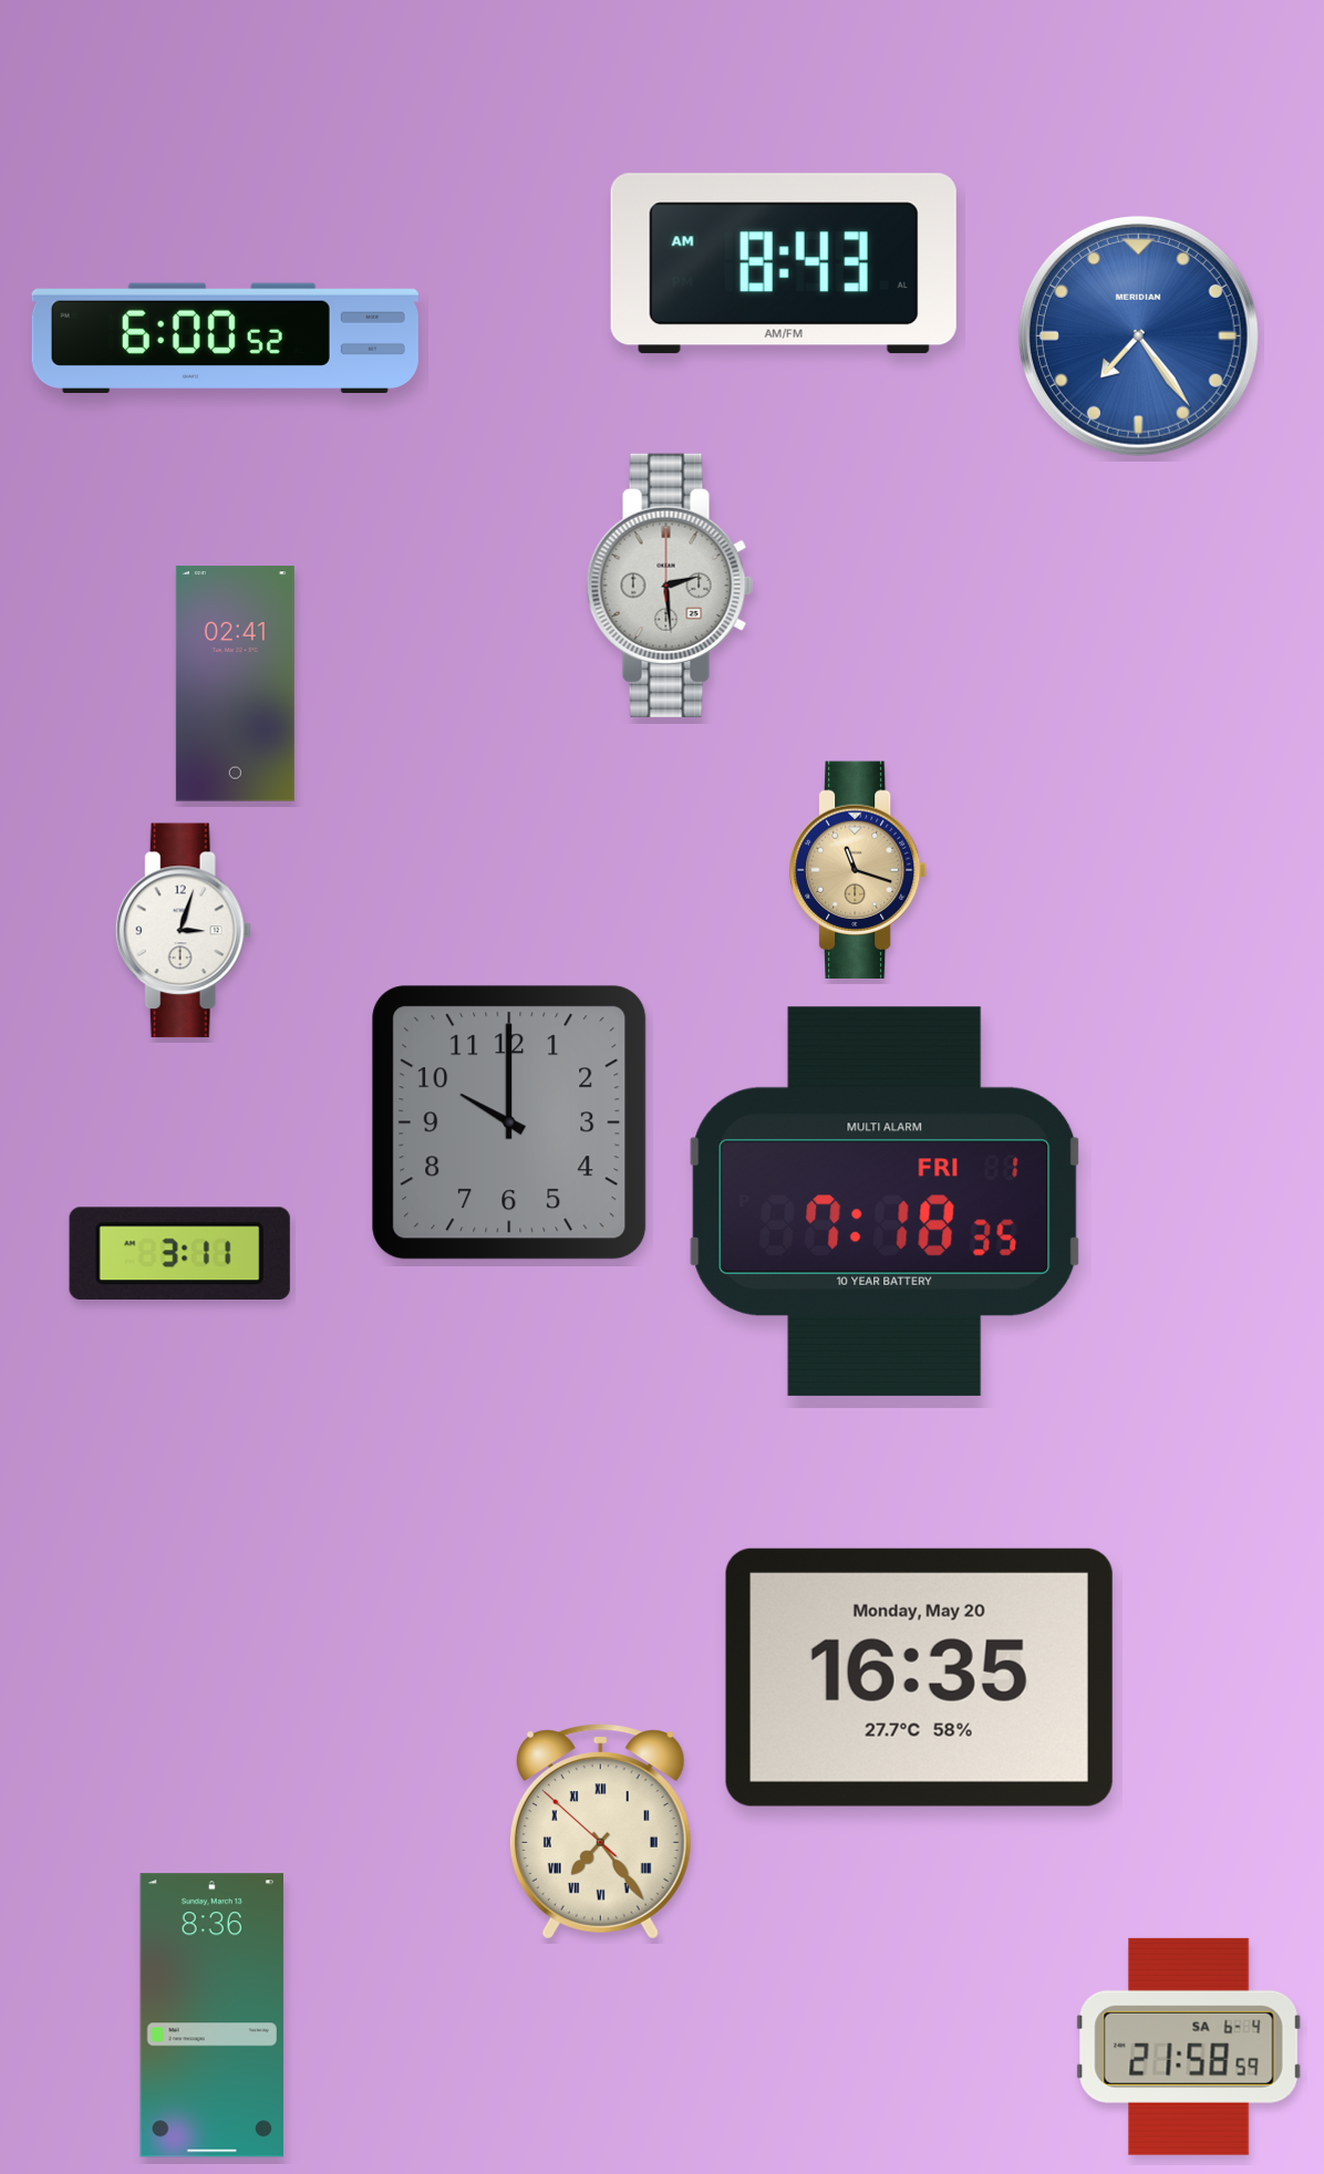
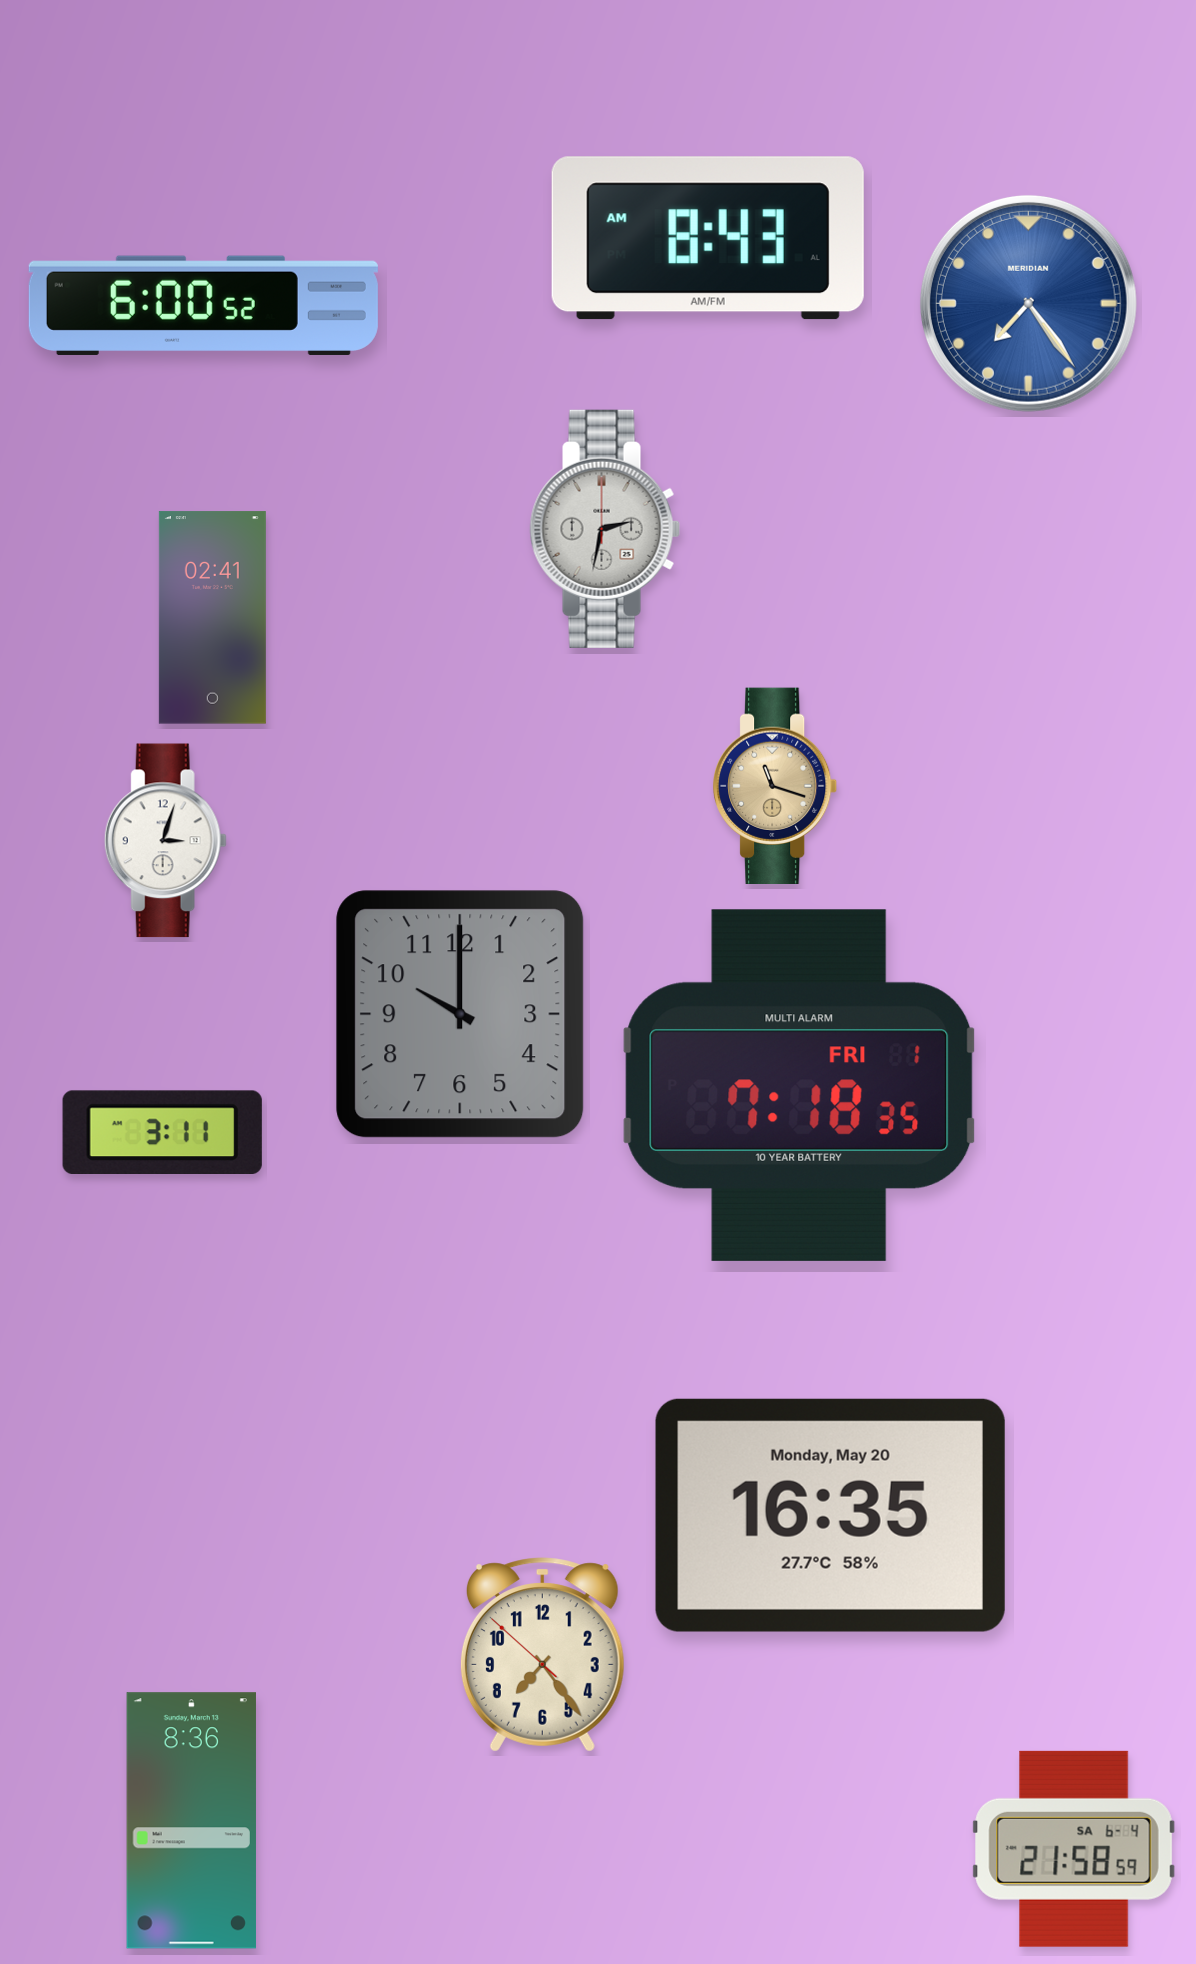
clock at (670, 586): 2:29 -> 2:32
clock at (600, 1832) numerals: Roman -> Arabic
